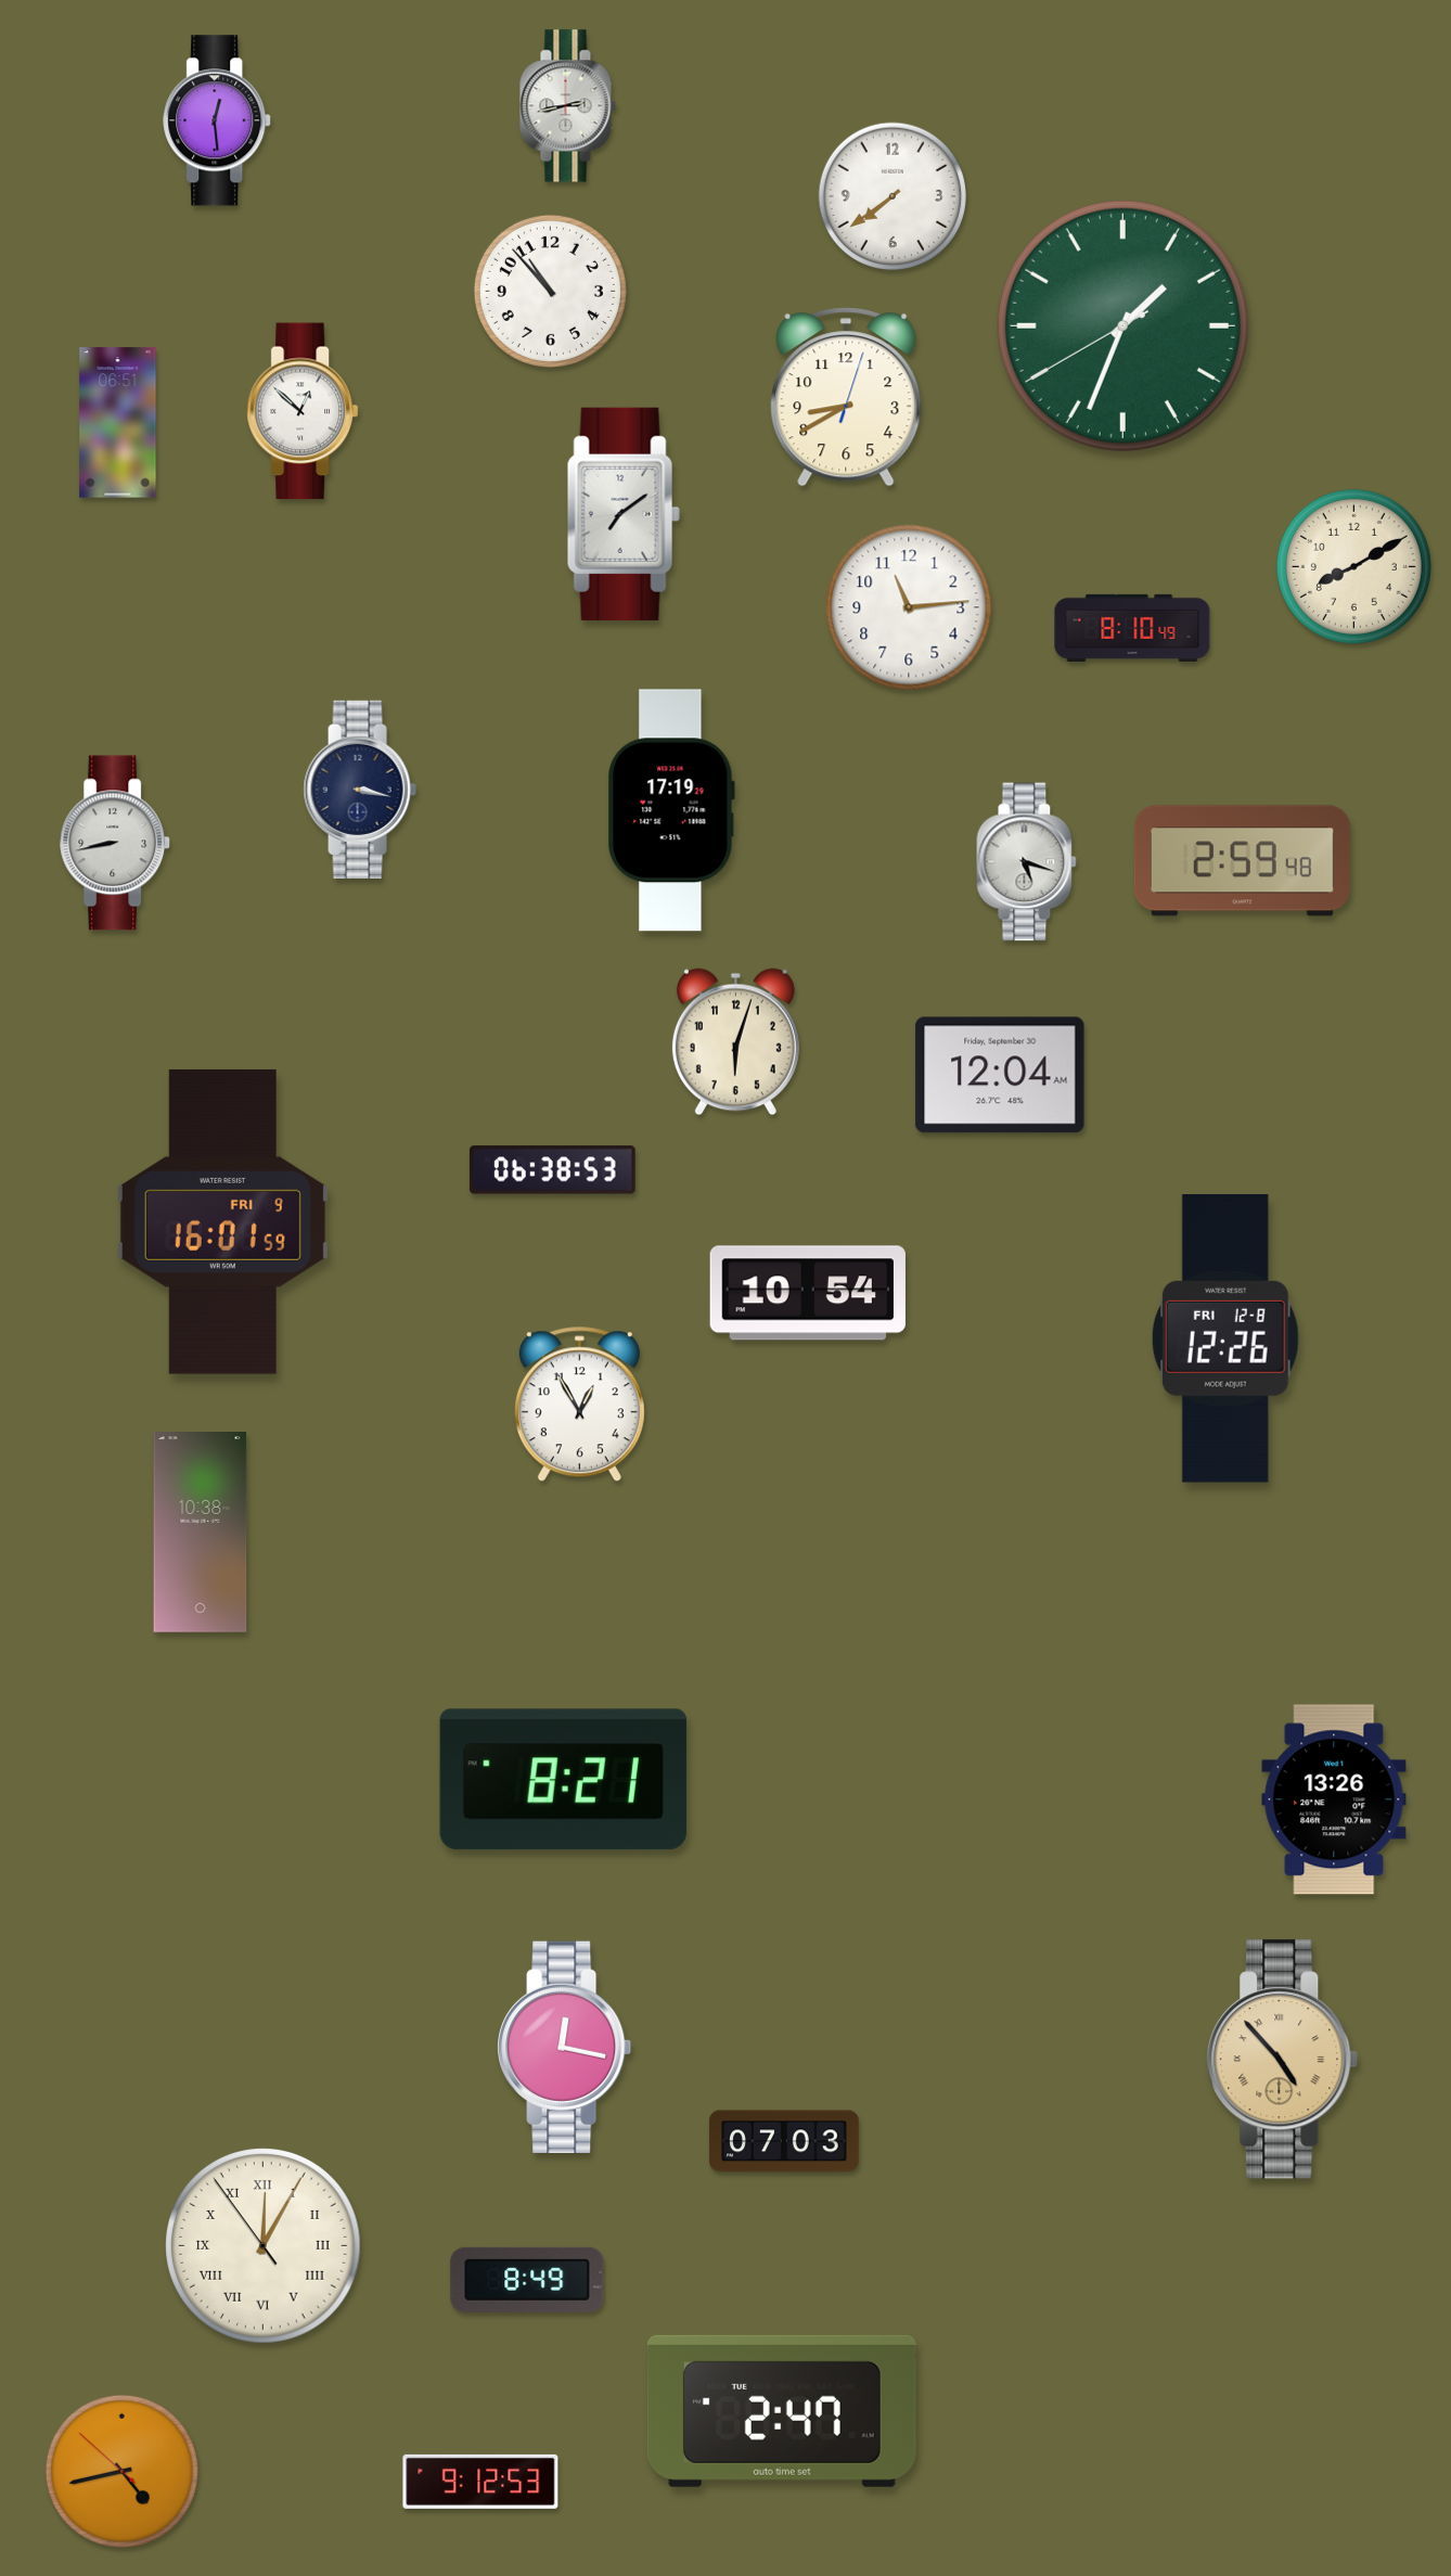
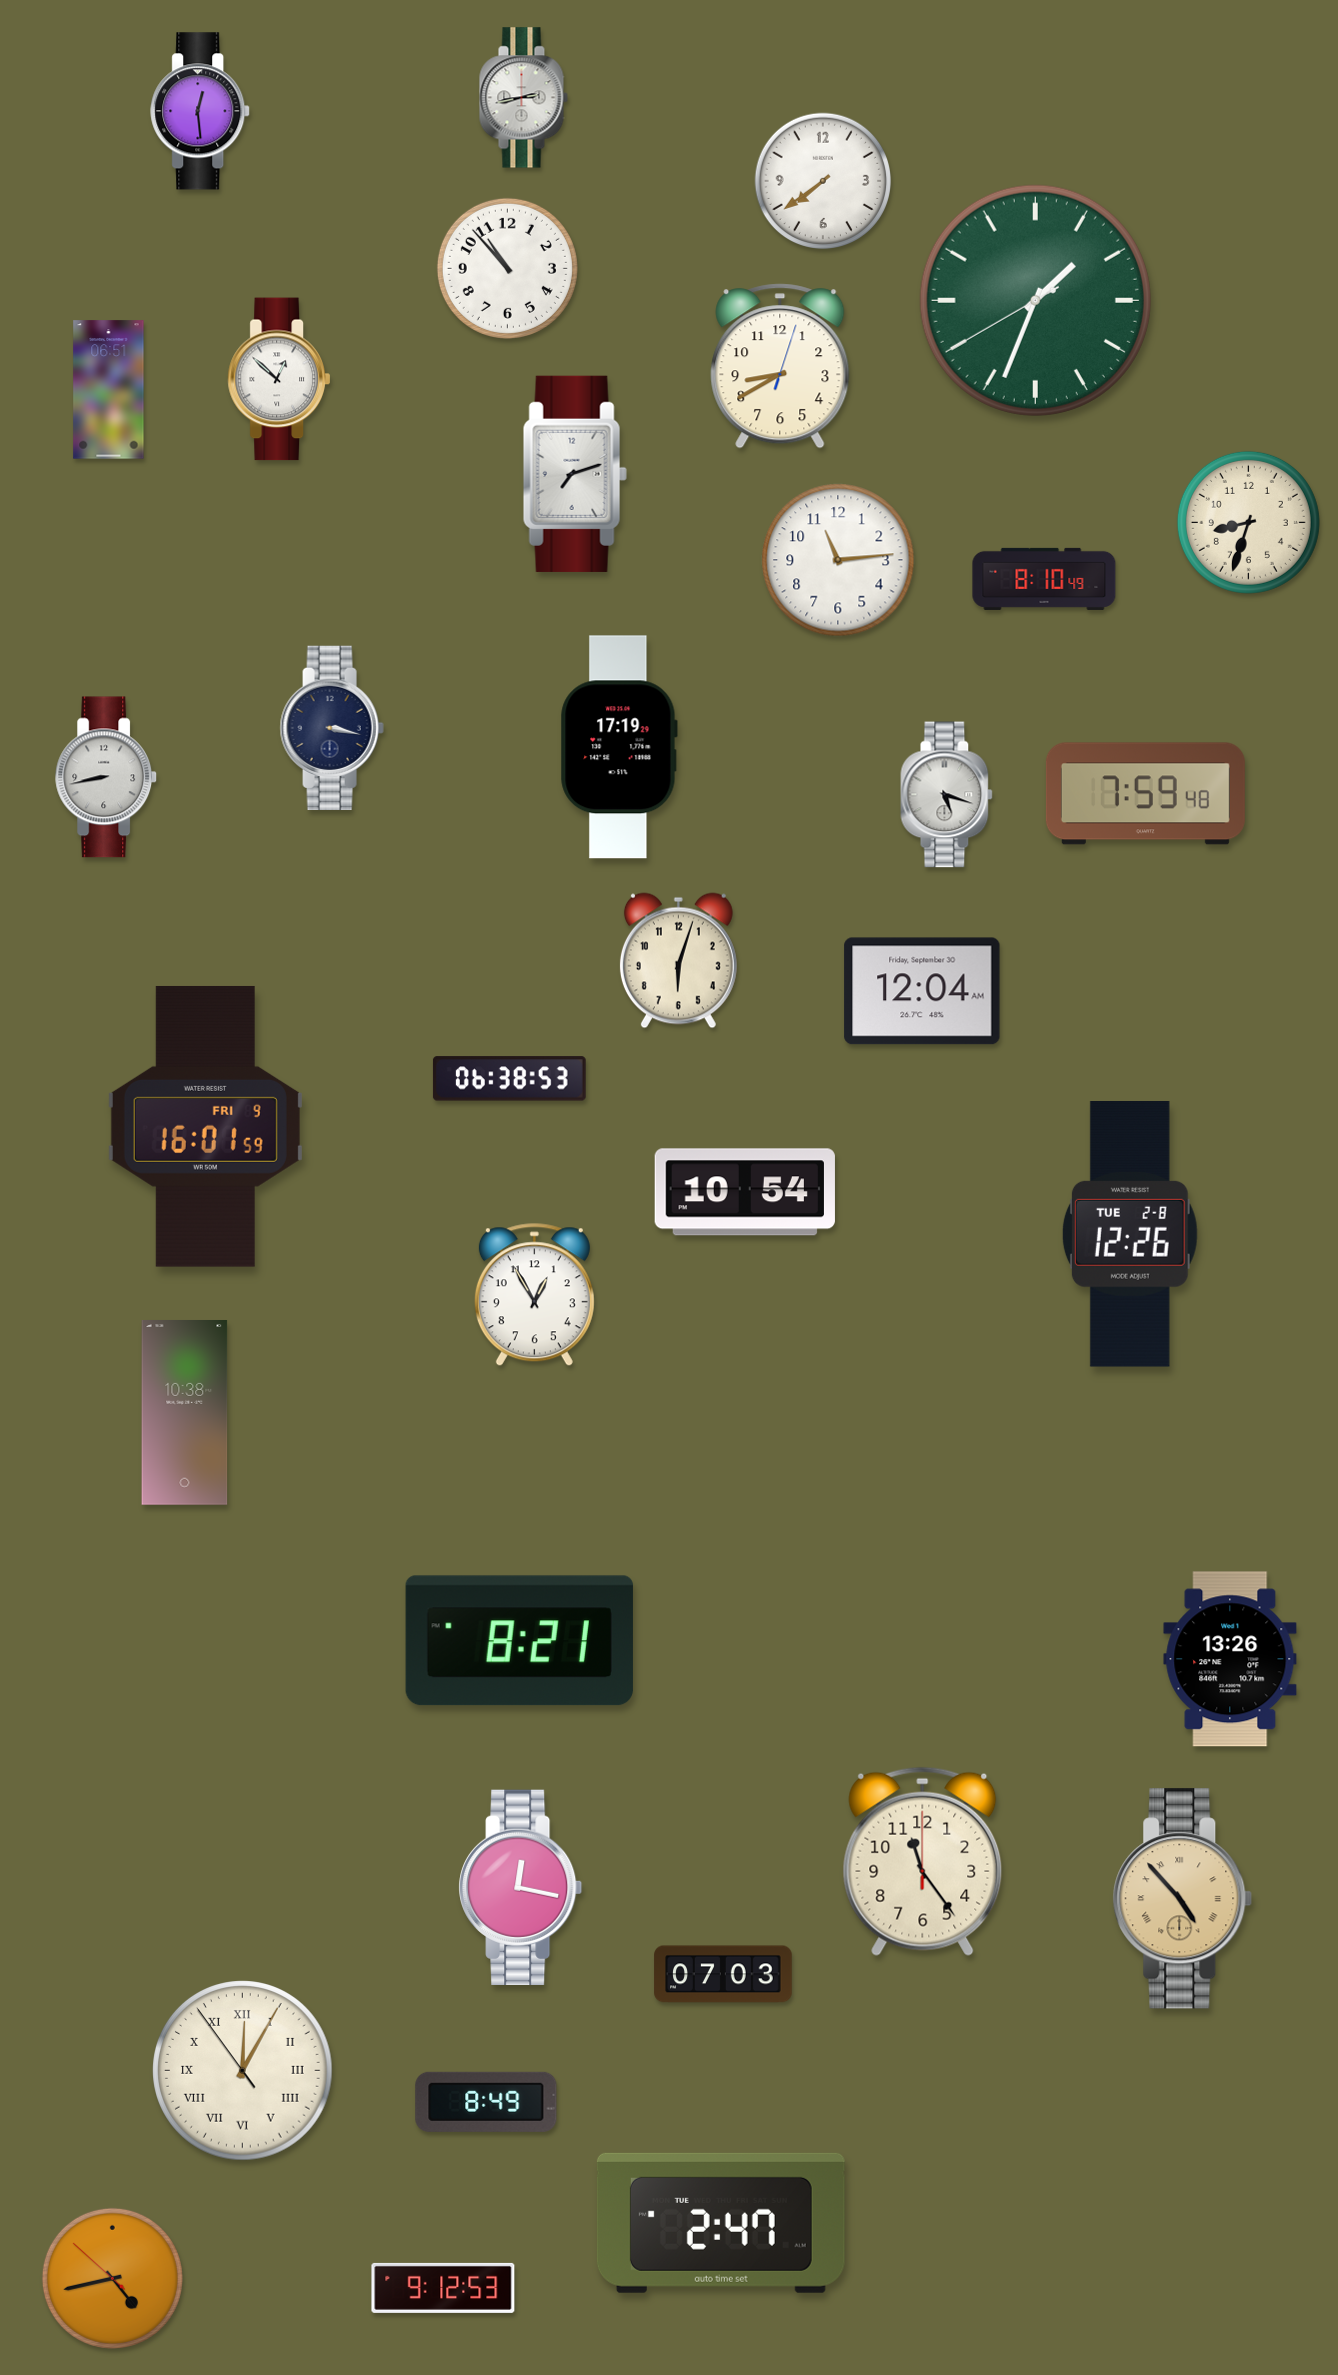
clock at (624, 514): 7:09 -> 7:12
clock at (1353, 566): 8:10 -> 8:33
clock at (1242, 861): 2:59 -> 7:59
clock at (1225, 1340) date: FRI 12-8 -> TUE 2-8
clock at (923, 1861): none -> 11:24
